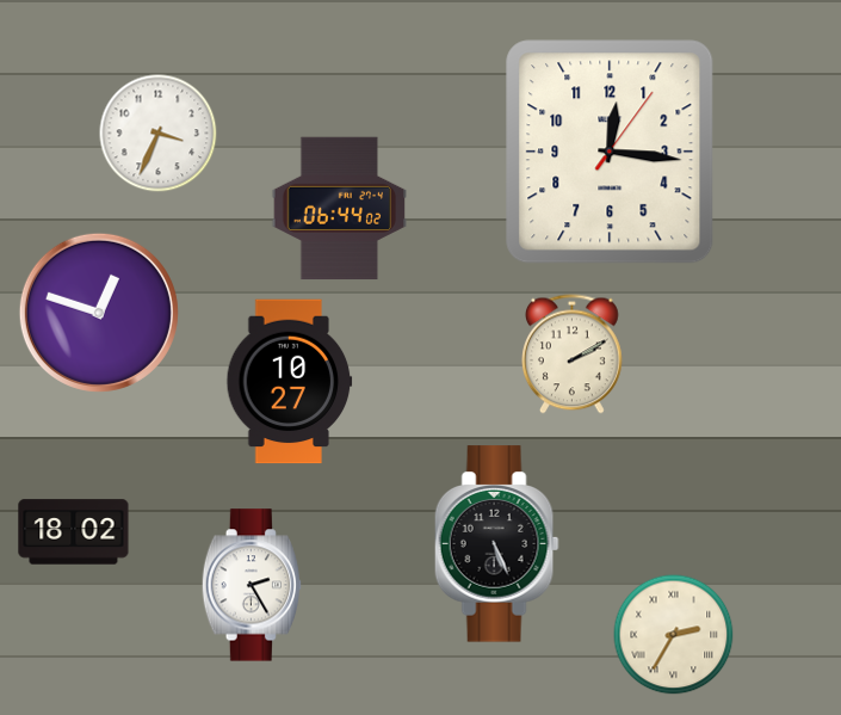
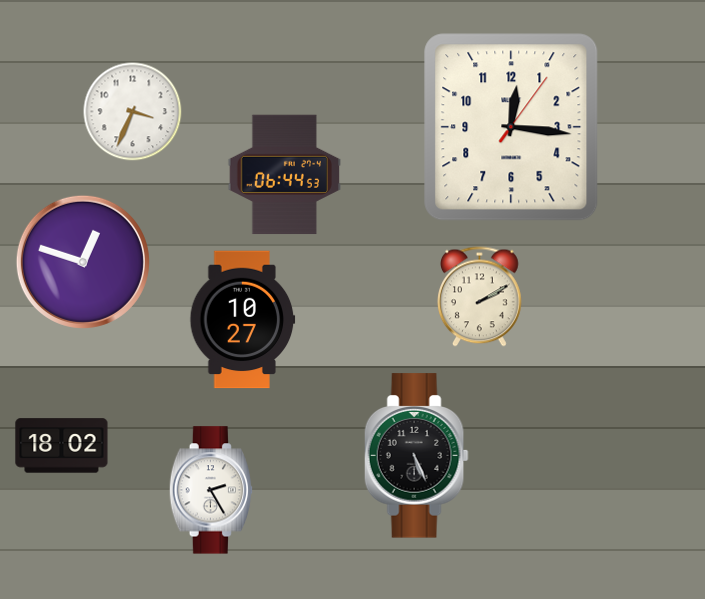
clock at (339, 209): 06:44:02 -> 06:44:53
clock at (674, 635): 2:35 -> none
